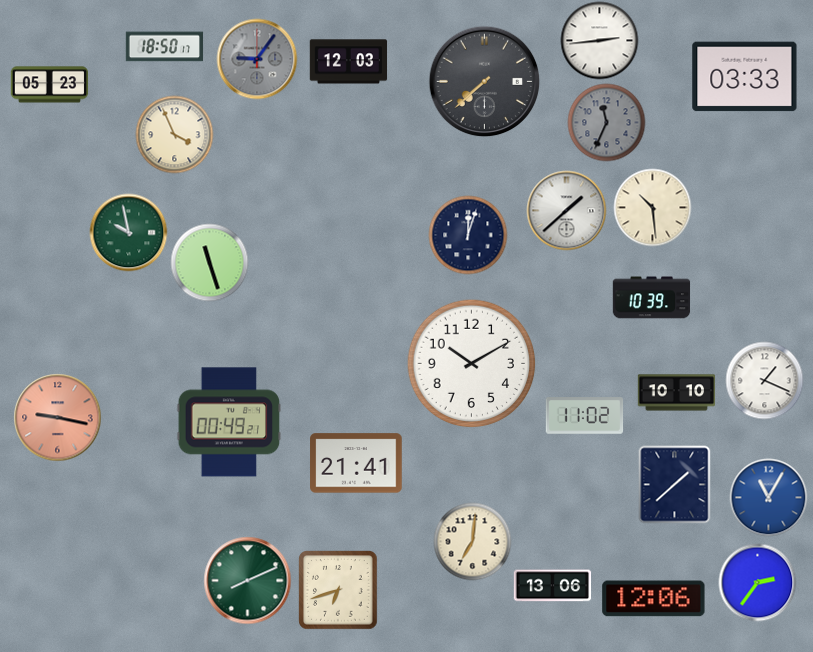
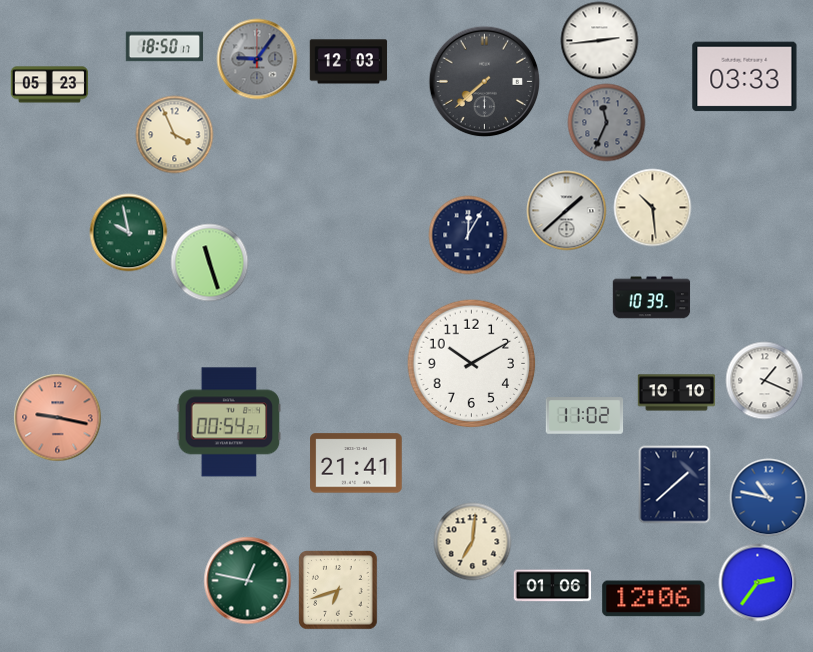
clock at (468, 235): 12:03 -> 12:05
clock at (229, 422): 00:49 -> 00:54
clock at (768, 497): 11:05 -> 10:47
clock at (247, 580): 8:11 -> 12:47
clock at (552, 586): 13:06 -> 01:06
